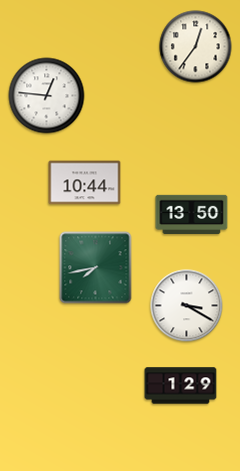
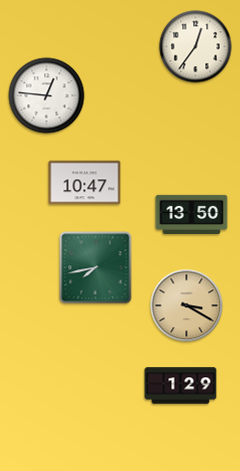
clock at (85, 183): 10:44 -> 10:47
clock at (187, 306) dial: white -> champagne
